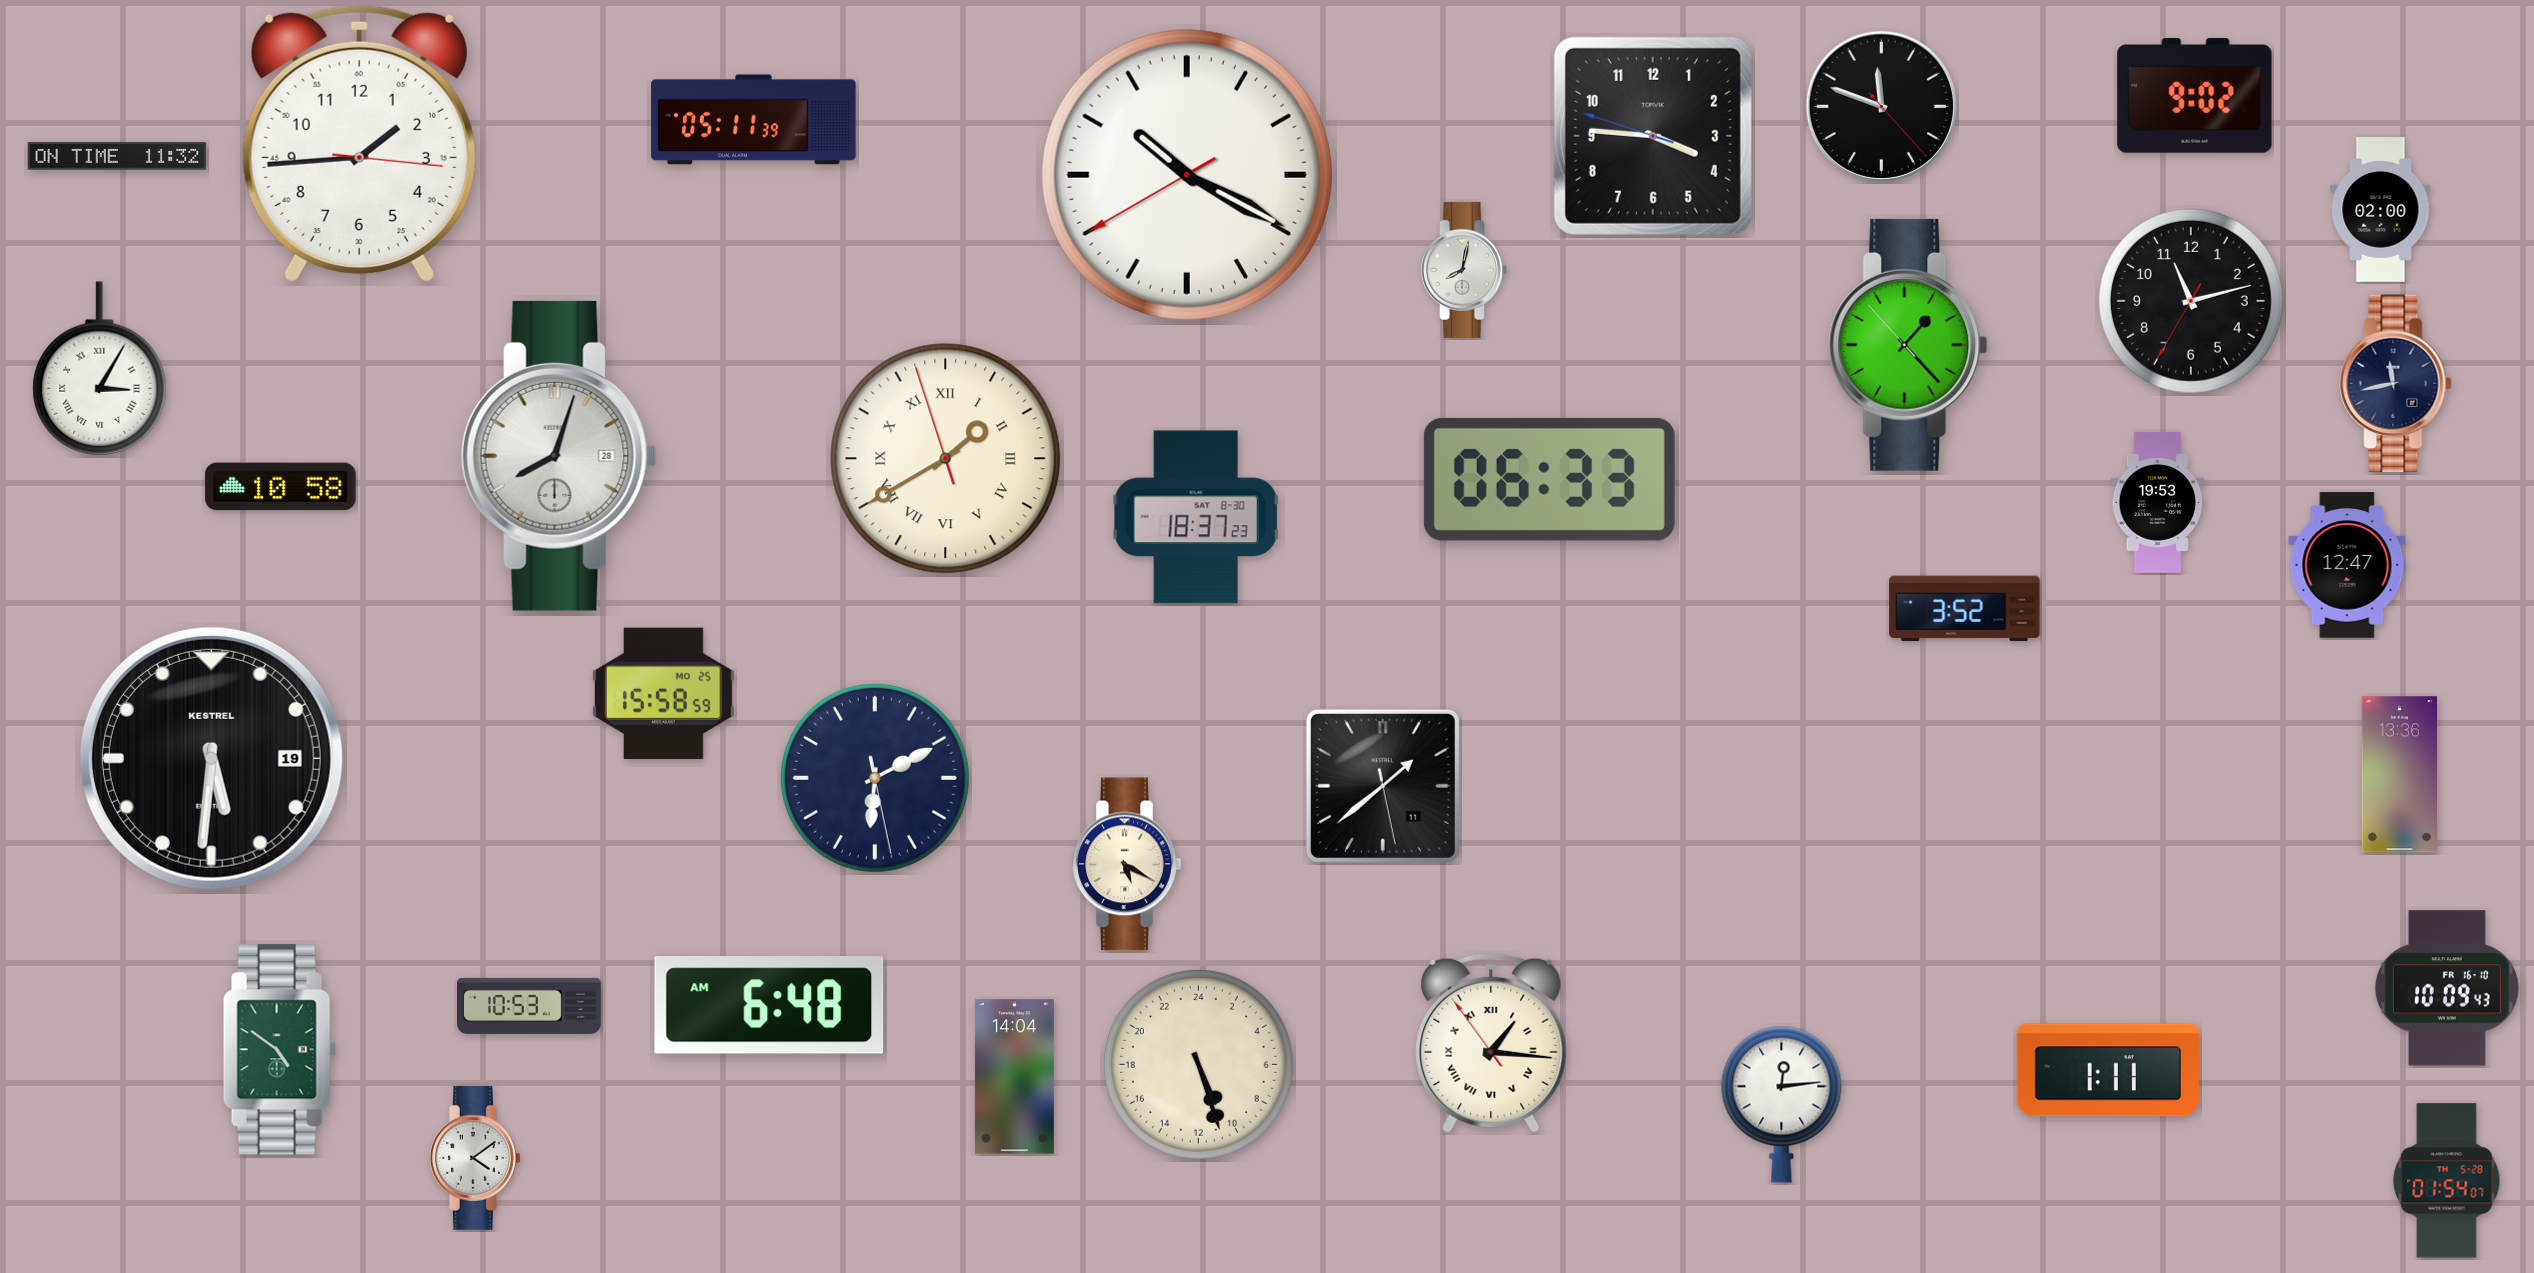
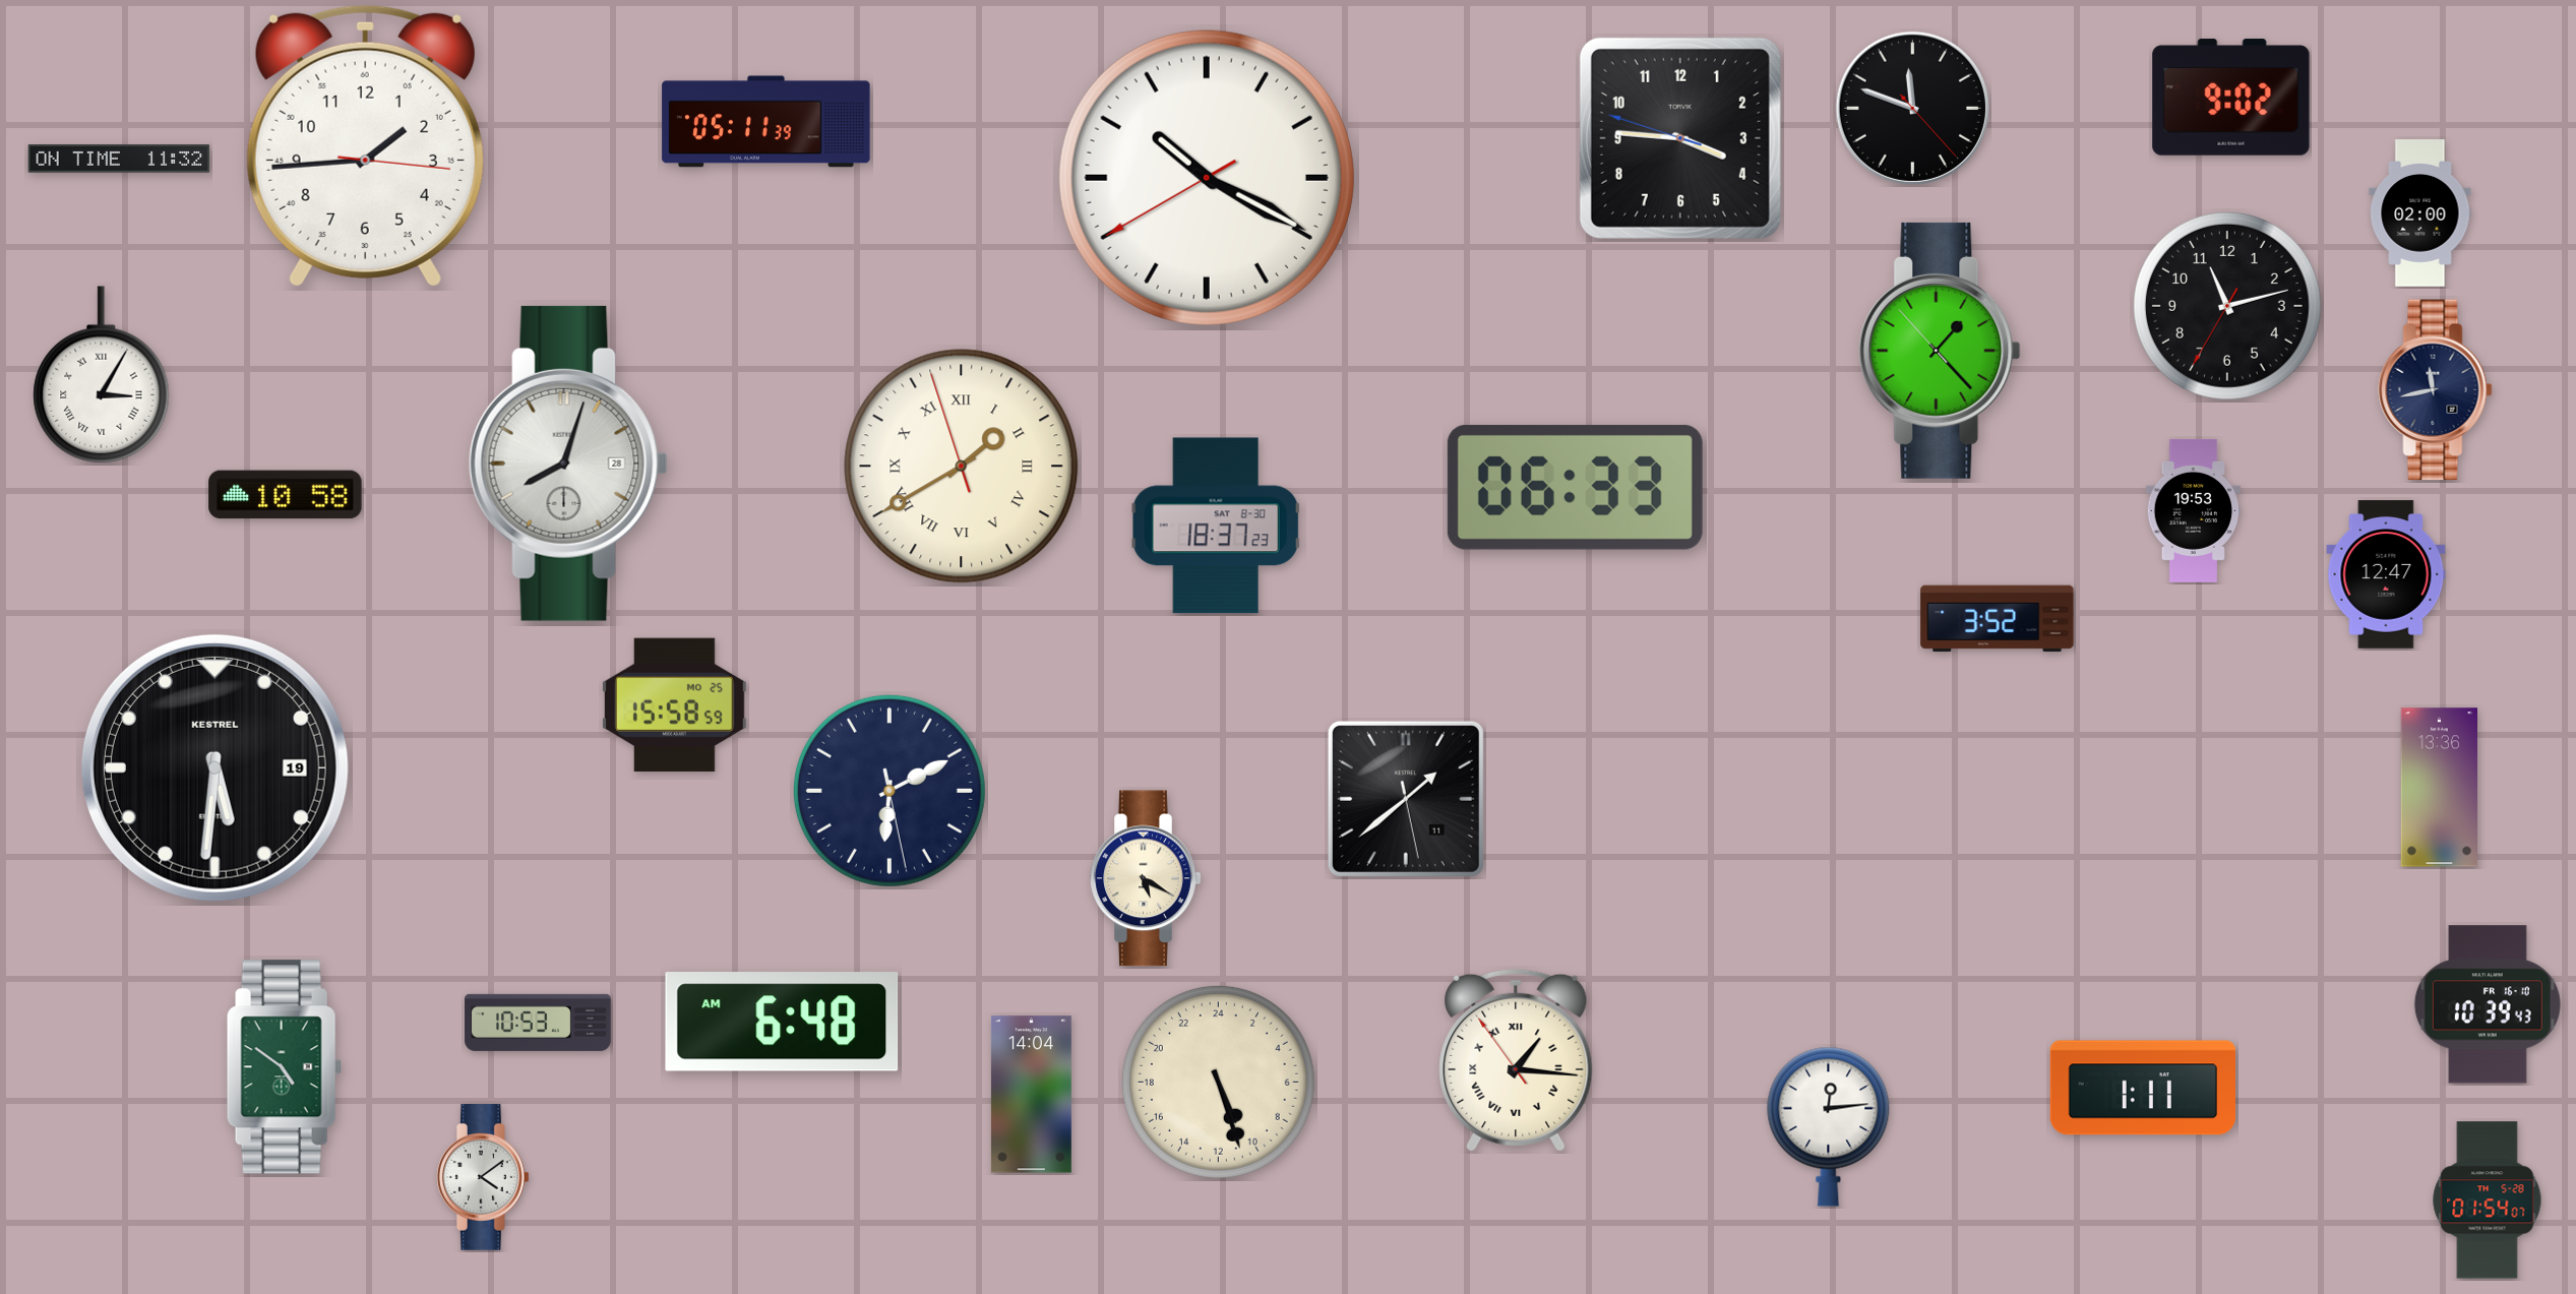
clock at (1464, 270): 8:02 -> none
clock at (211, 758) position: (211, 758) -> (214, 767)
clock at (2447, 988): 10:09 -> 10:39
clock at (1782, 1104) position: (1782, 1104) -> (1829, 1126)
